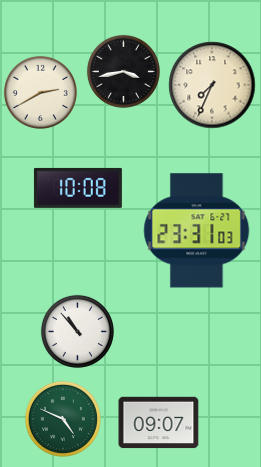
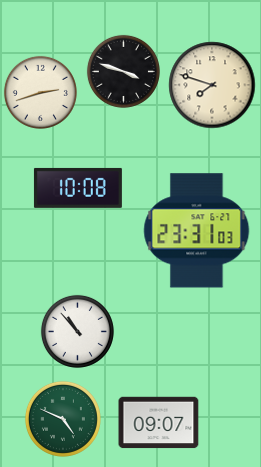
clock at (123, 71): 3:43 -> 3:48
clock at (212, 85): 7:34 -> 7:48
clock at (40, 92): 2:40 -> 2:42
